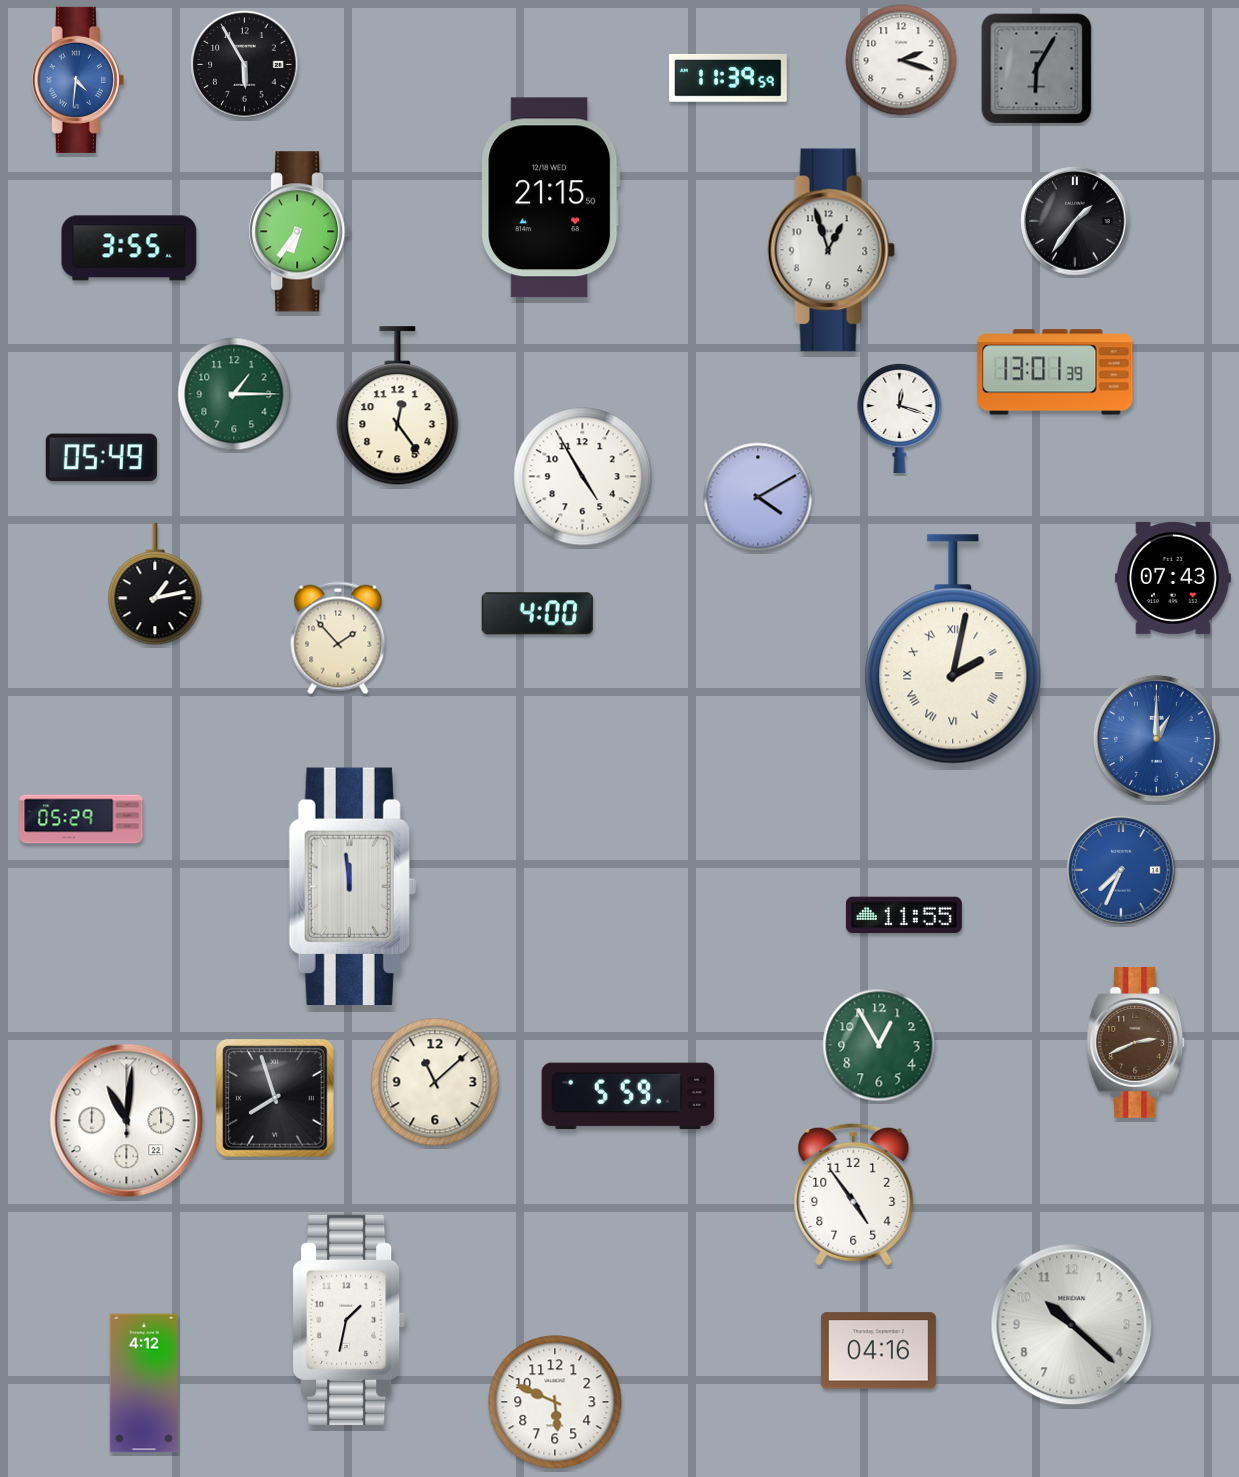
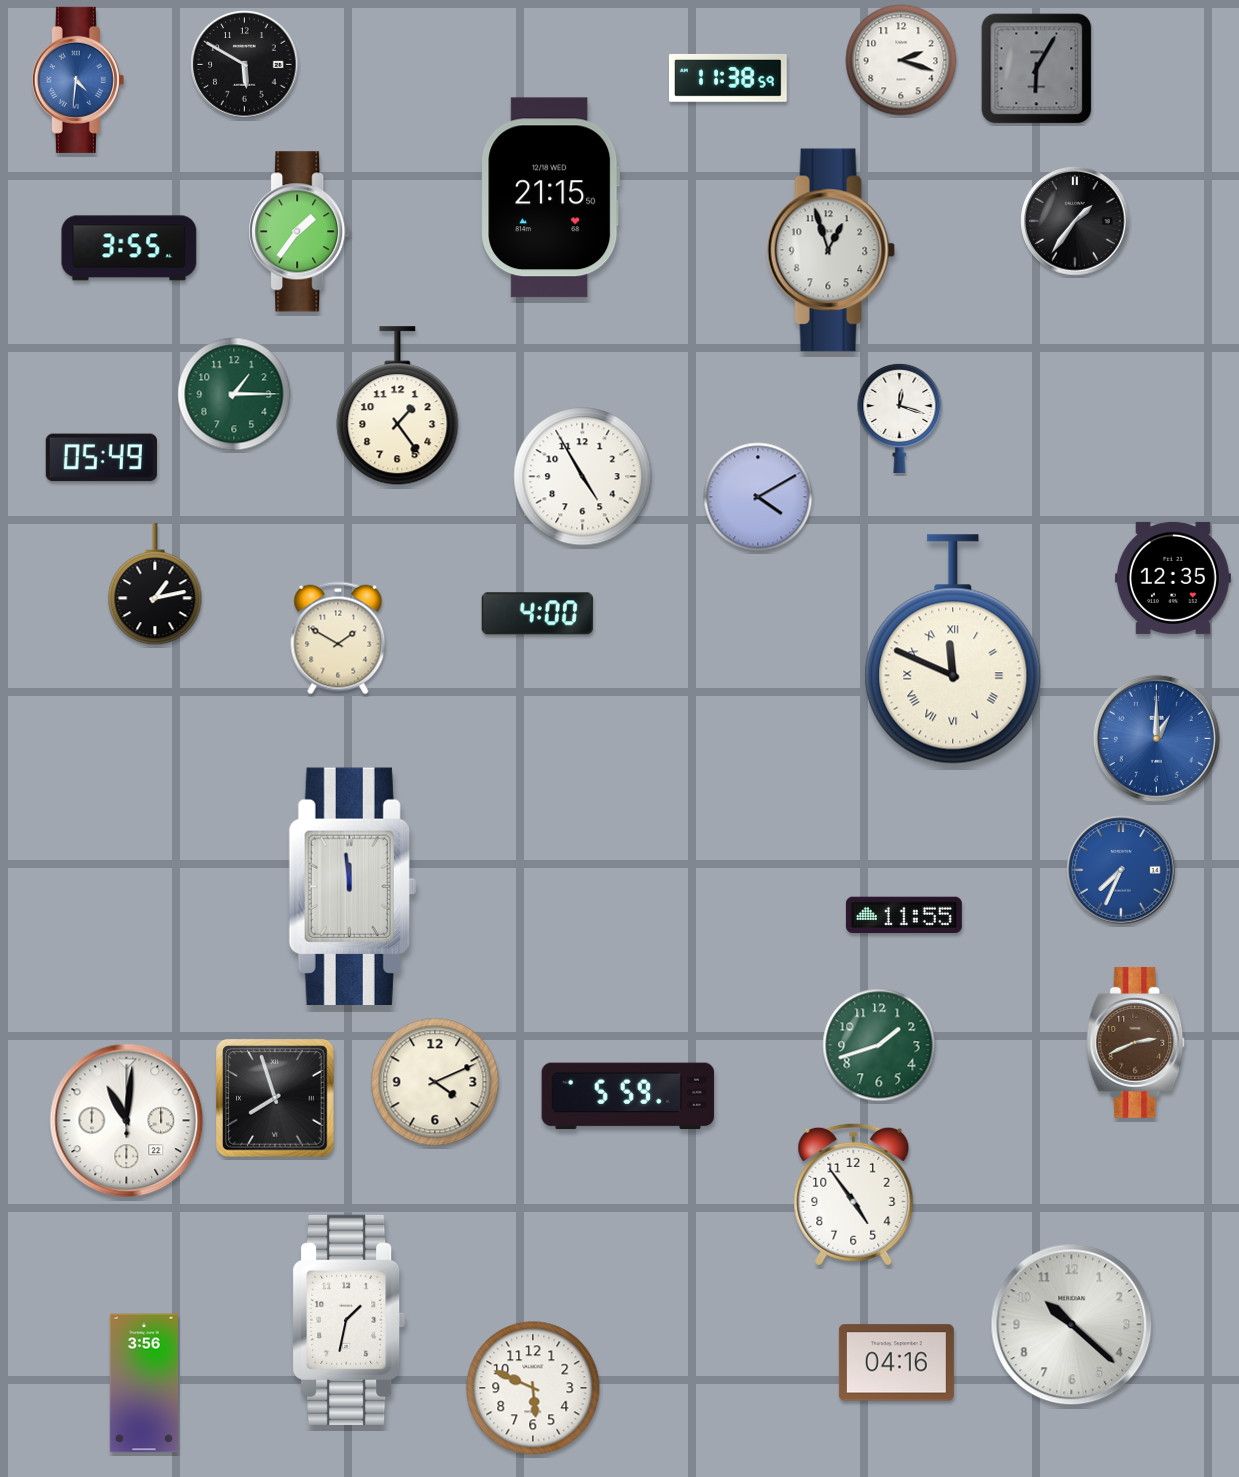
clock at (245, 65): 5:55 -> 5:50
clock at (728, 78): 11:39 -> 11:38
clock at (300, 232): 6:36 -> 1:36
clock at (1055, 372): 13:01 -> none
clock at (398, 406): 12:24 -> 1:24
clock at (1173, 578): 07:43 -> 12:35
clock at (338, 638): 1:53 -> 1:50
clock at (953, 649): 2:02 -> 11:49
clock at (81, 819): 05:29 -> none
clock at (879, 1045): 12:55 -> 1:42
clock at (435, 1082): 11:08 -> 4:11
clock at (878, 1351) position: (878, 1351) -> (896, 1363)
clock at (144, 1383): 4:12 -> 3:56
clock at (555, 1402) position: (555, 1402) -> (533, 1388)
